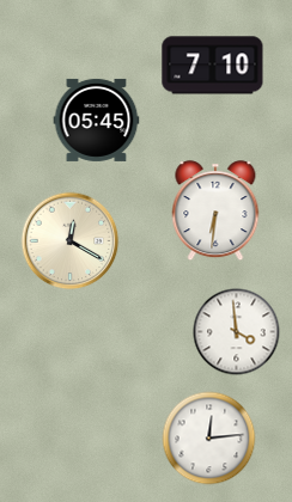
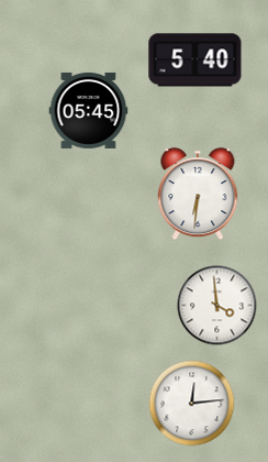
clock at (213, 66): 7:10 -> 5:40
clock at (71, 241): 12:20 -> none
